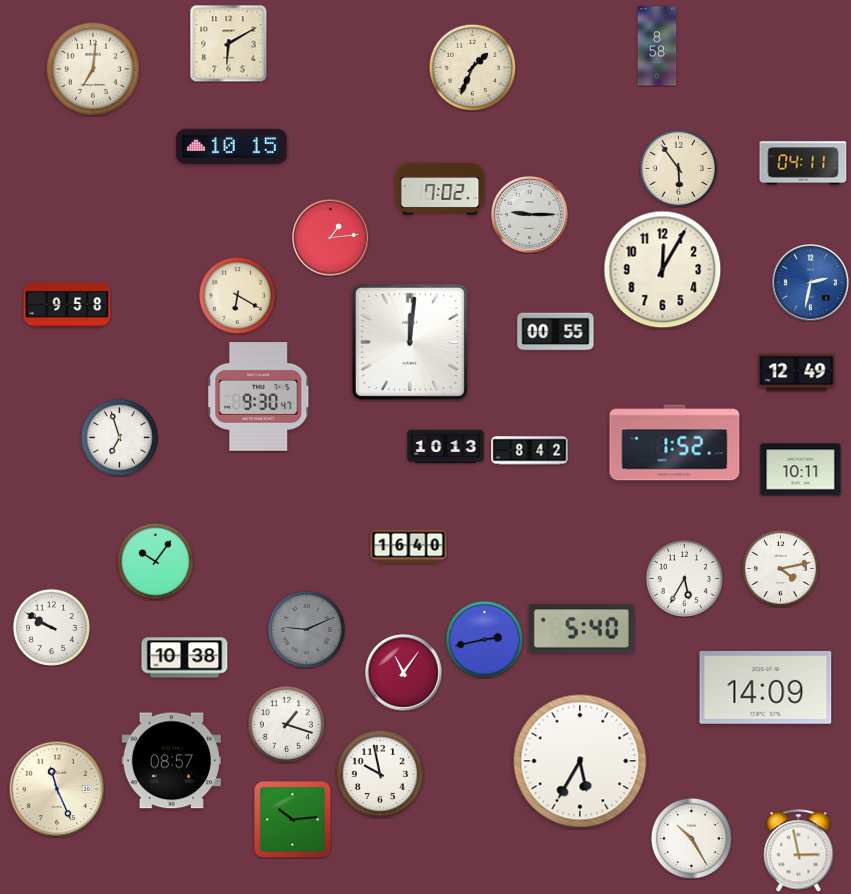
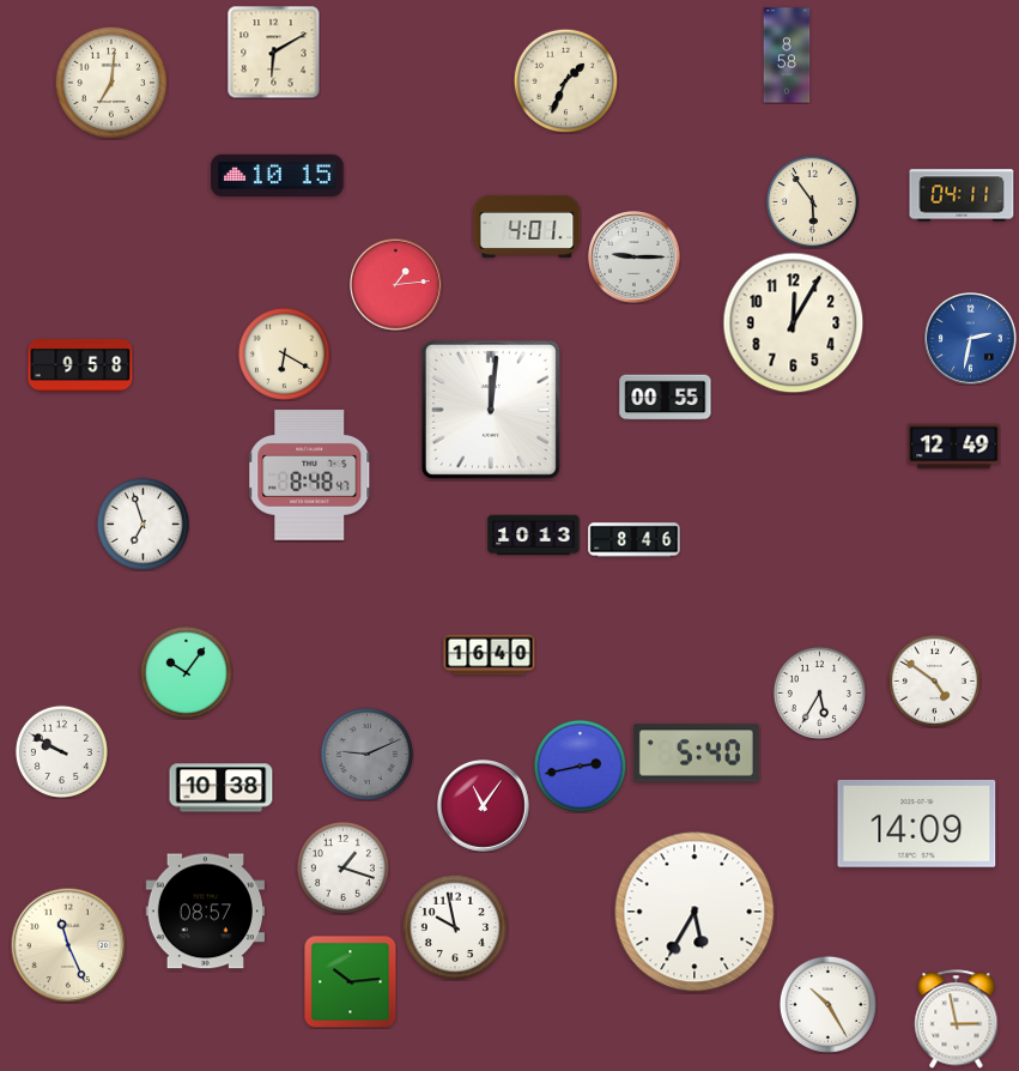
clock at (440, 189): 7:02 -> 4:01
clock at (259, 397): 9:30 -> 8:48
clock at (675, 443): 1:52 -> none
clock at (530, 451): 8:42 -> 8:46
clock at (801, 470): 10:11 -> none
clock at (780, 568): 4:13 -> 4:51
